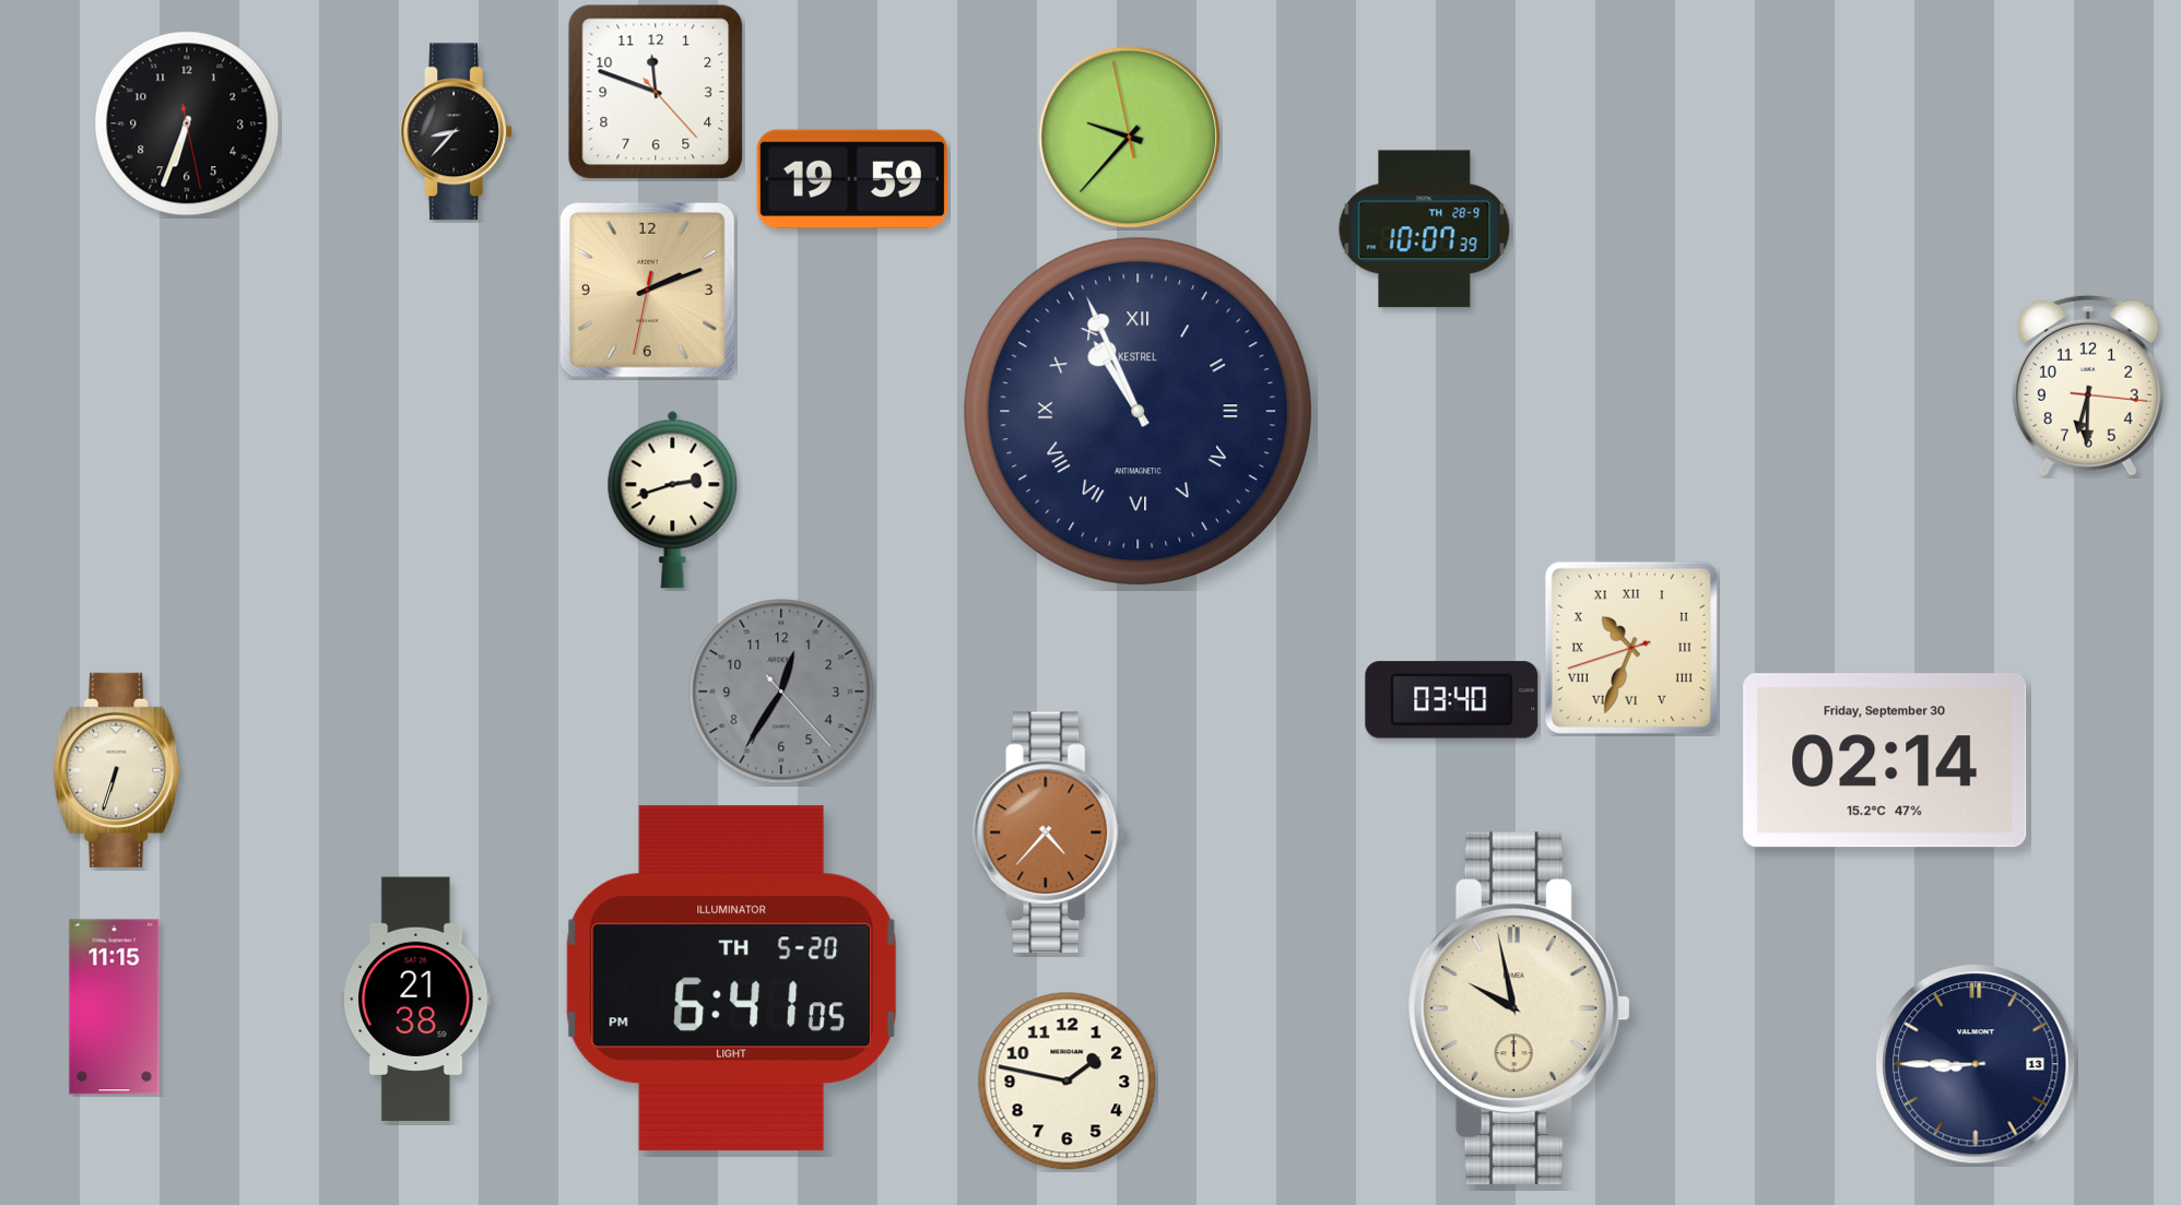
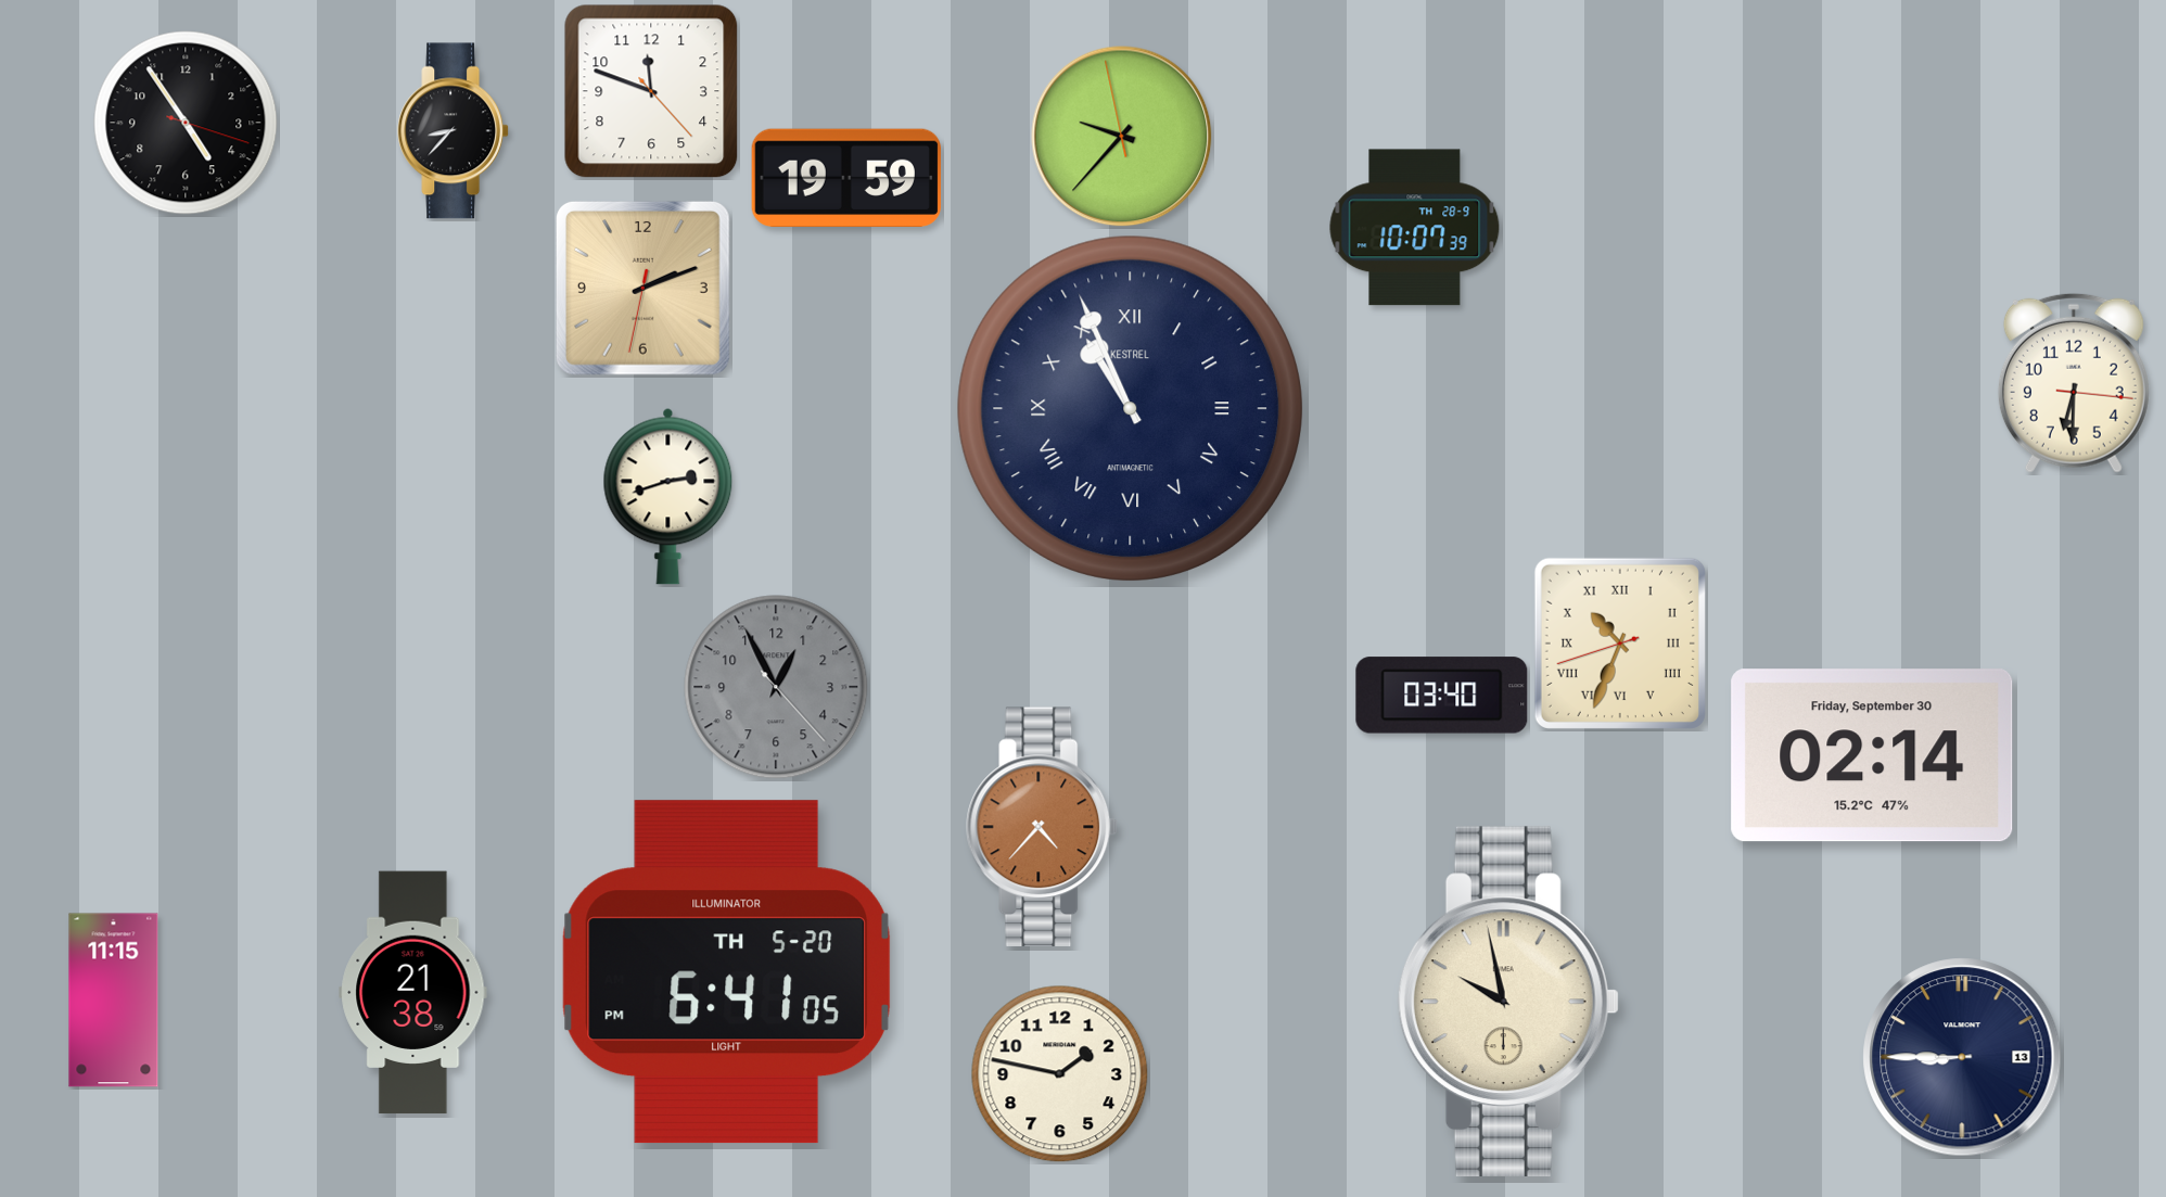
clock at (187, 123): 6:33 -> 4:54
clock at (781, 692): 12:35 -> 12:55
clock at (117, 770): 6:33 -> none
